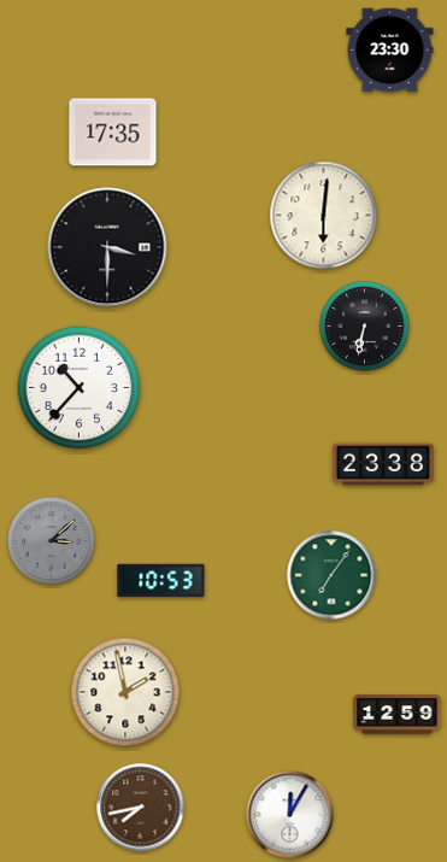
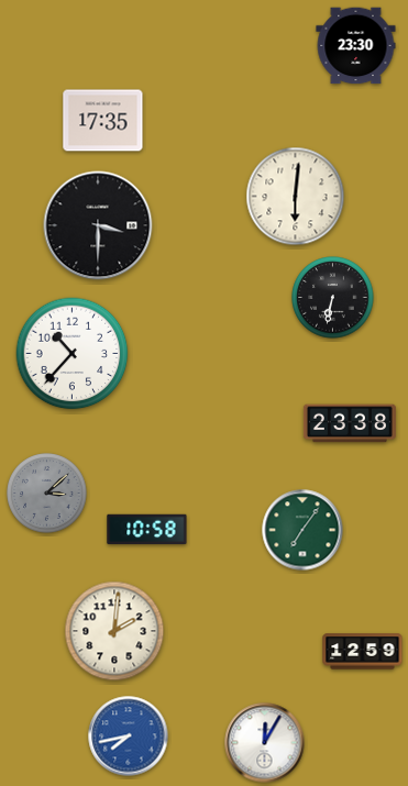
clock at (331, 575) position: (331, 575) -> (302, 530)
clock at (161, 581): 10:53 -> 10:58
clock at (125, 692): 1:58 -> 2:01
clock at (141, 808) dial: brown -> blue
